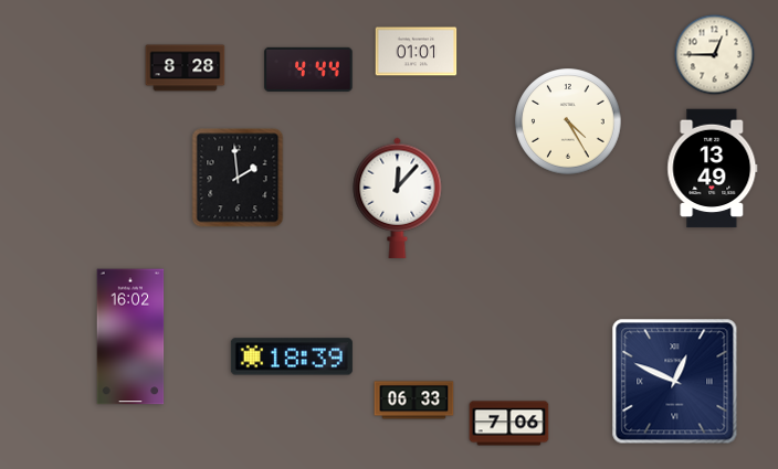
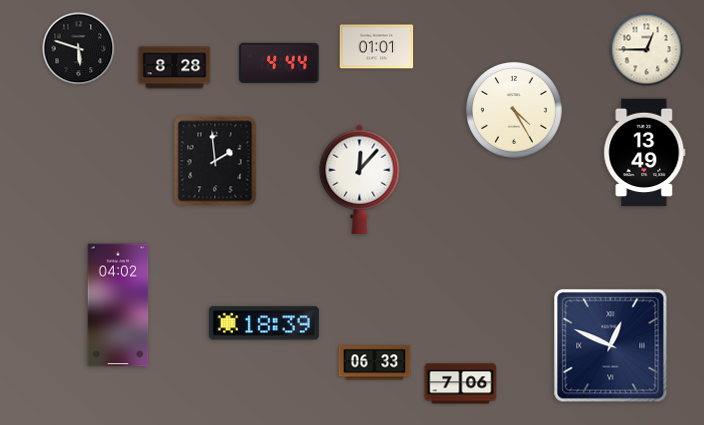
clock at (79, 49): none -> 5:48
clock at (186, 68) position: (186, 68) -> (175, 68)
clock at (130, 337): 16:02 -> 04:02
